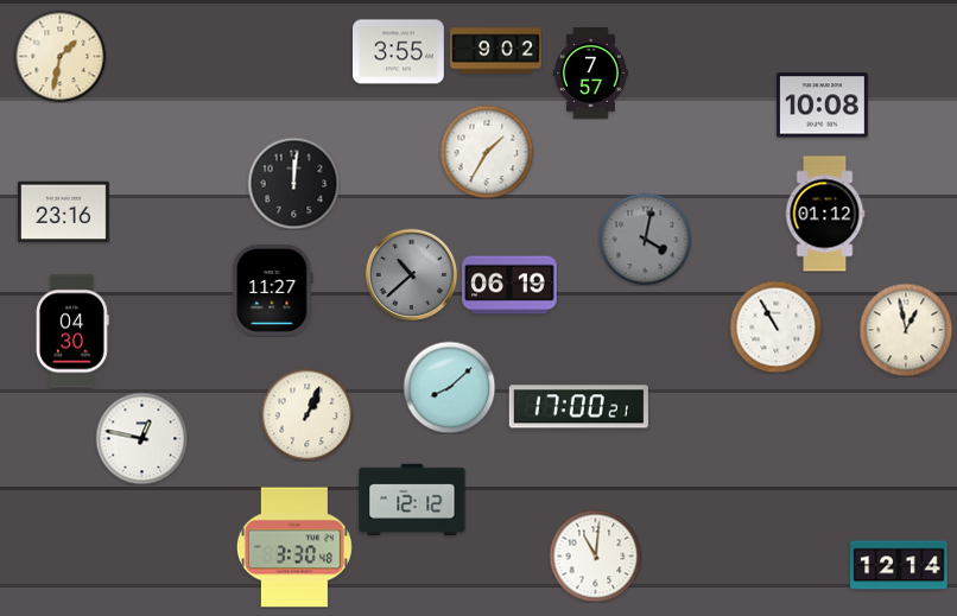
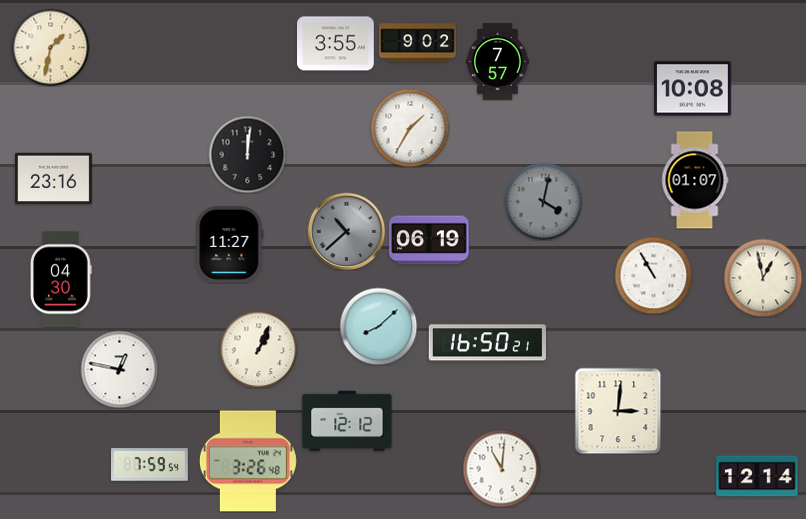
clock at (825, 214): 01:12 -> 01:07
clock at (578, 407): 17:00 -> 16:50
clock at (618, 411): none -> 3:01
clock at (294, 547): 3:30 -> 3:26
clock at (150, 465): none -> 7:59
